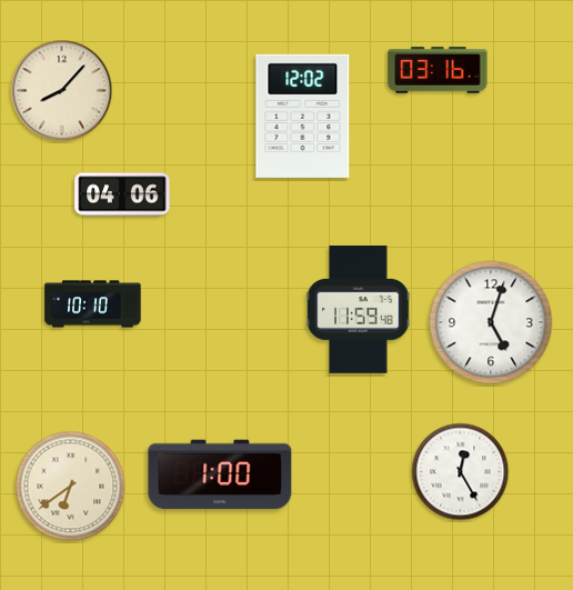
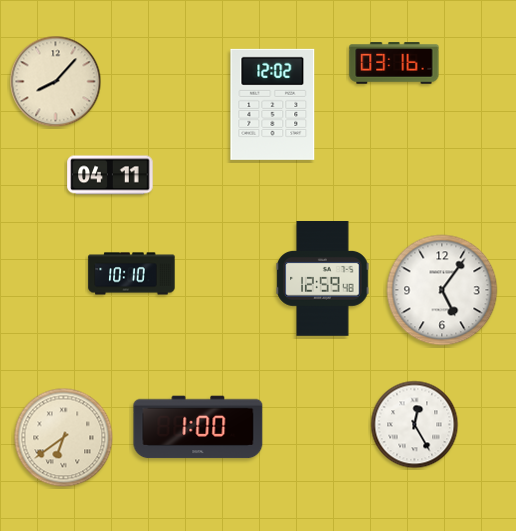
clock at (122, 194): 04:06 -> 04:11
clock at (93, 304) position: (93, 304) -> (132, 274)
clock at (359, 310): 11:59 -> 12:59
clock at (491, 322): 5:03 -> 5:06
